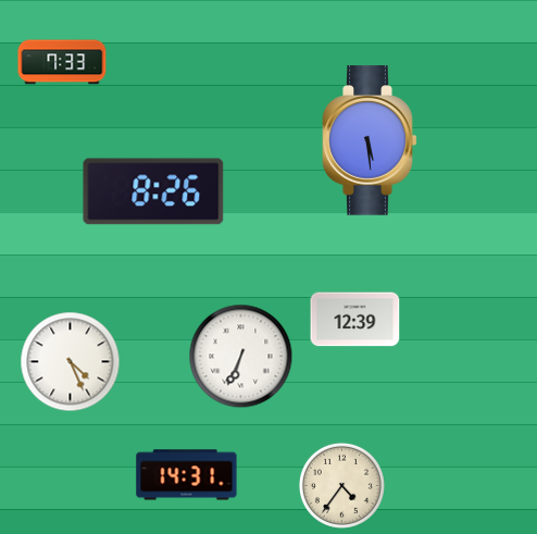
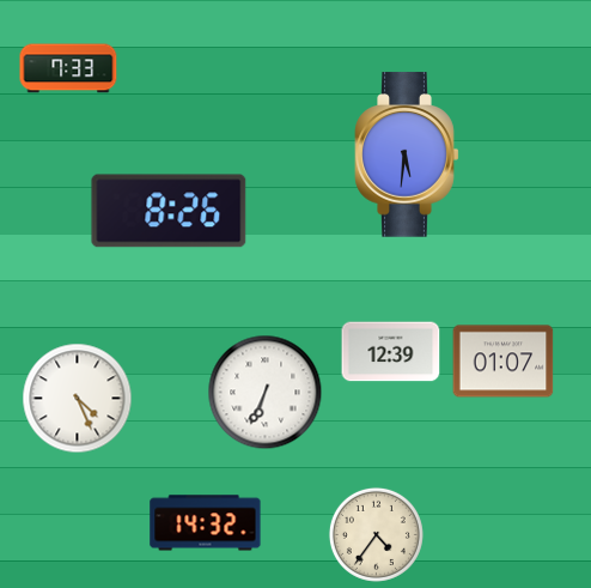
clock at (370, 140): 5:29 -> 5:31
clock at (504, 362): none -> 01:07
clock at (187, 475): 14:31 -> 14:32
